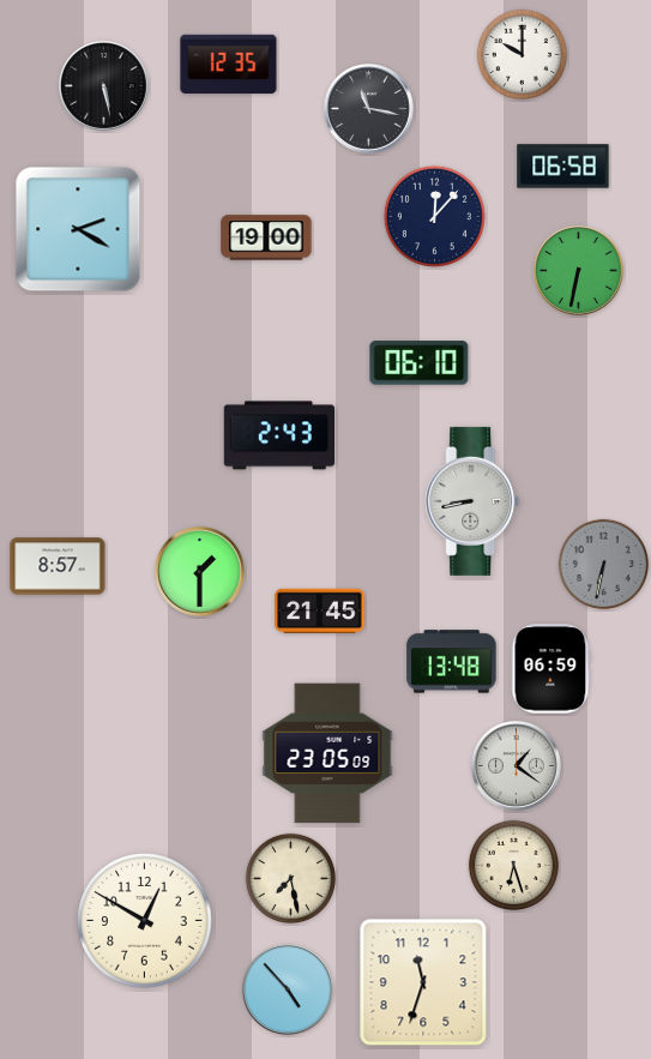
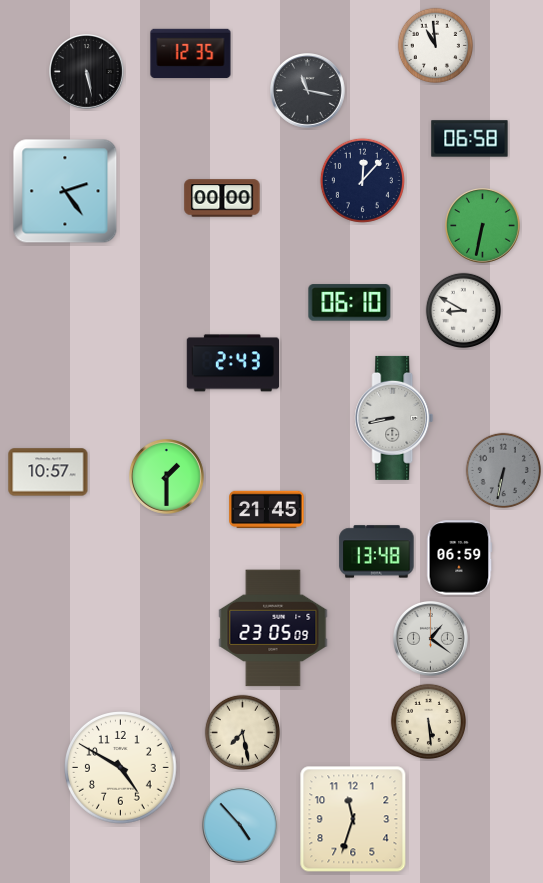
clock at (522, 54): 10:00 -> 10:59
clock at (78, 229): 2:20 -> 2:24
clock at (266, 237): 19:00 -> 00:00
clock at (463, 310): none -> 8:50
clock at (58, 566): 8:57 -> 10:57
clock at (513, 865): 6:27 -> 5:29
clock at (145, 921): 12:50 -> 4:50
